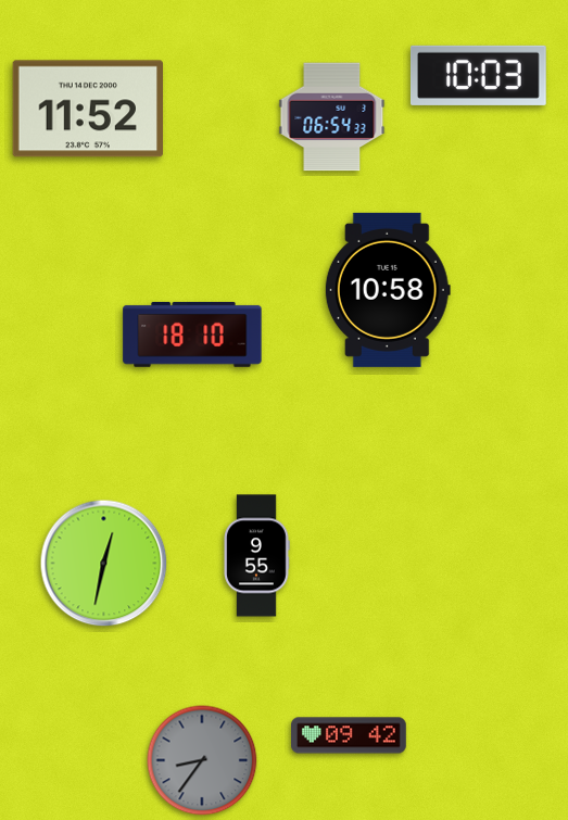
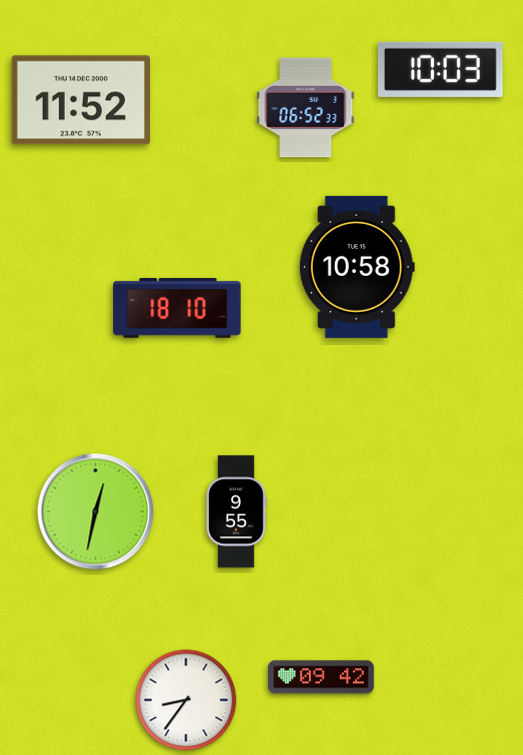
clock at (332, 117): 06:54 -> 06:52
clock at (104, 564) position: (104, 564) -> (96, 512)
clock at (202, 760) dial: grey -> white
